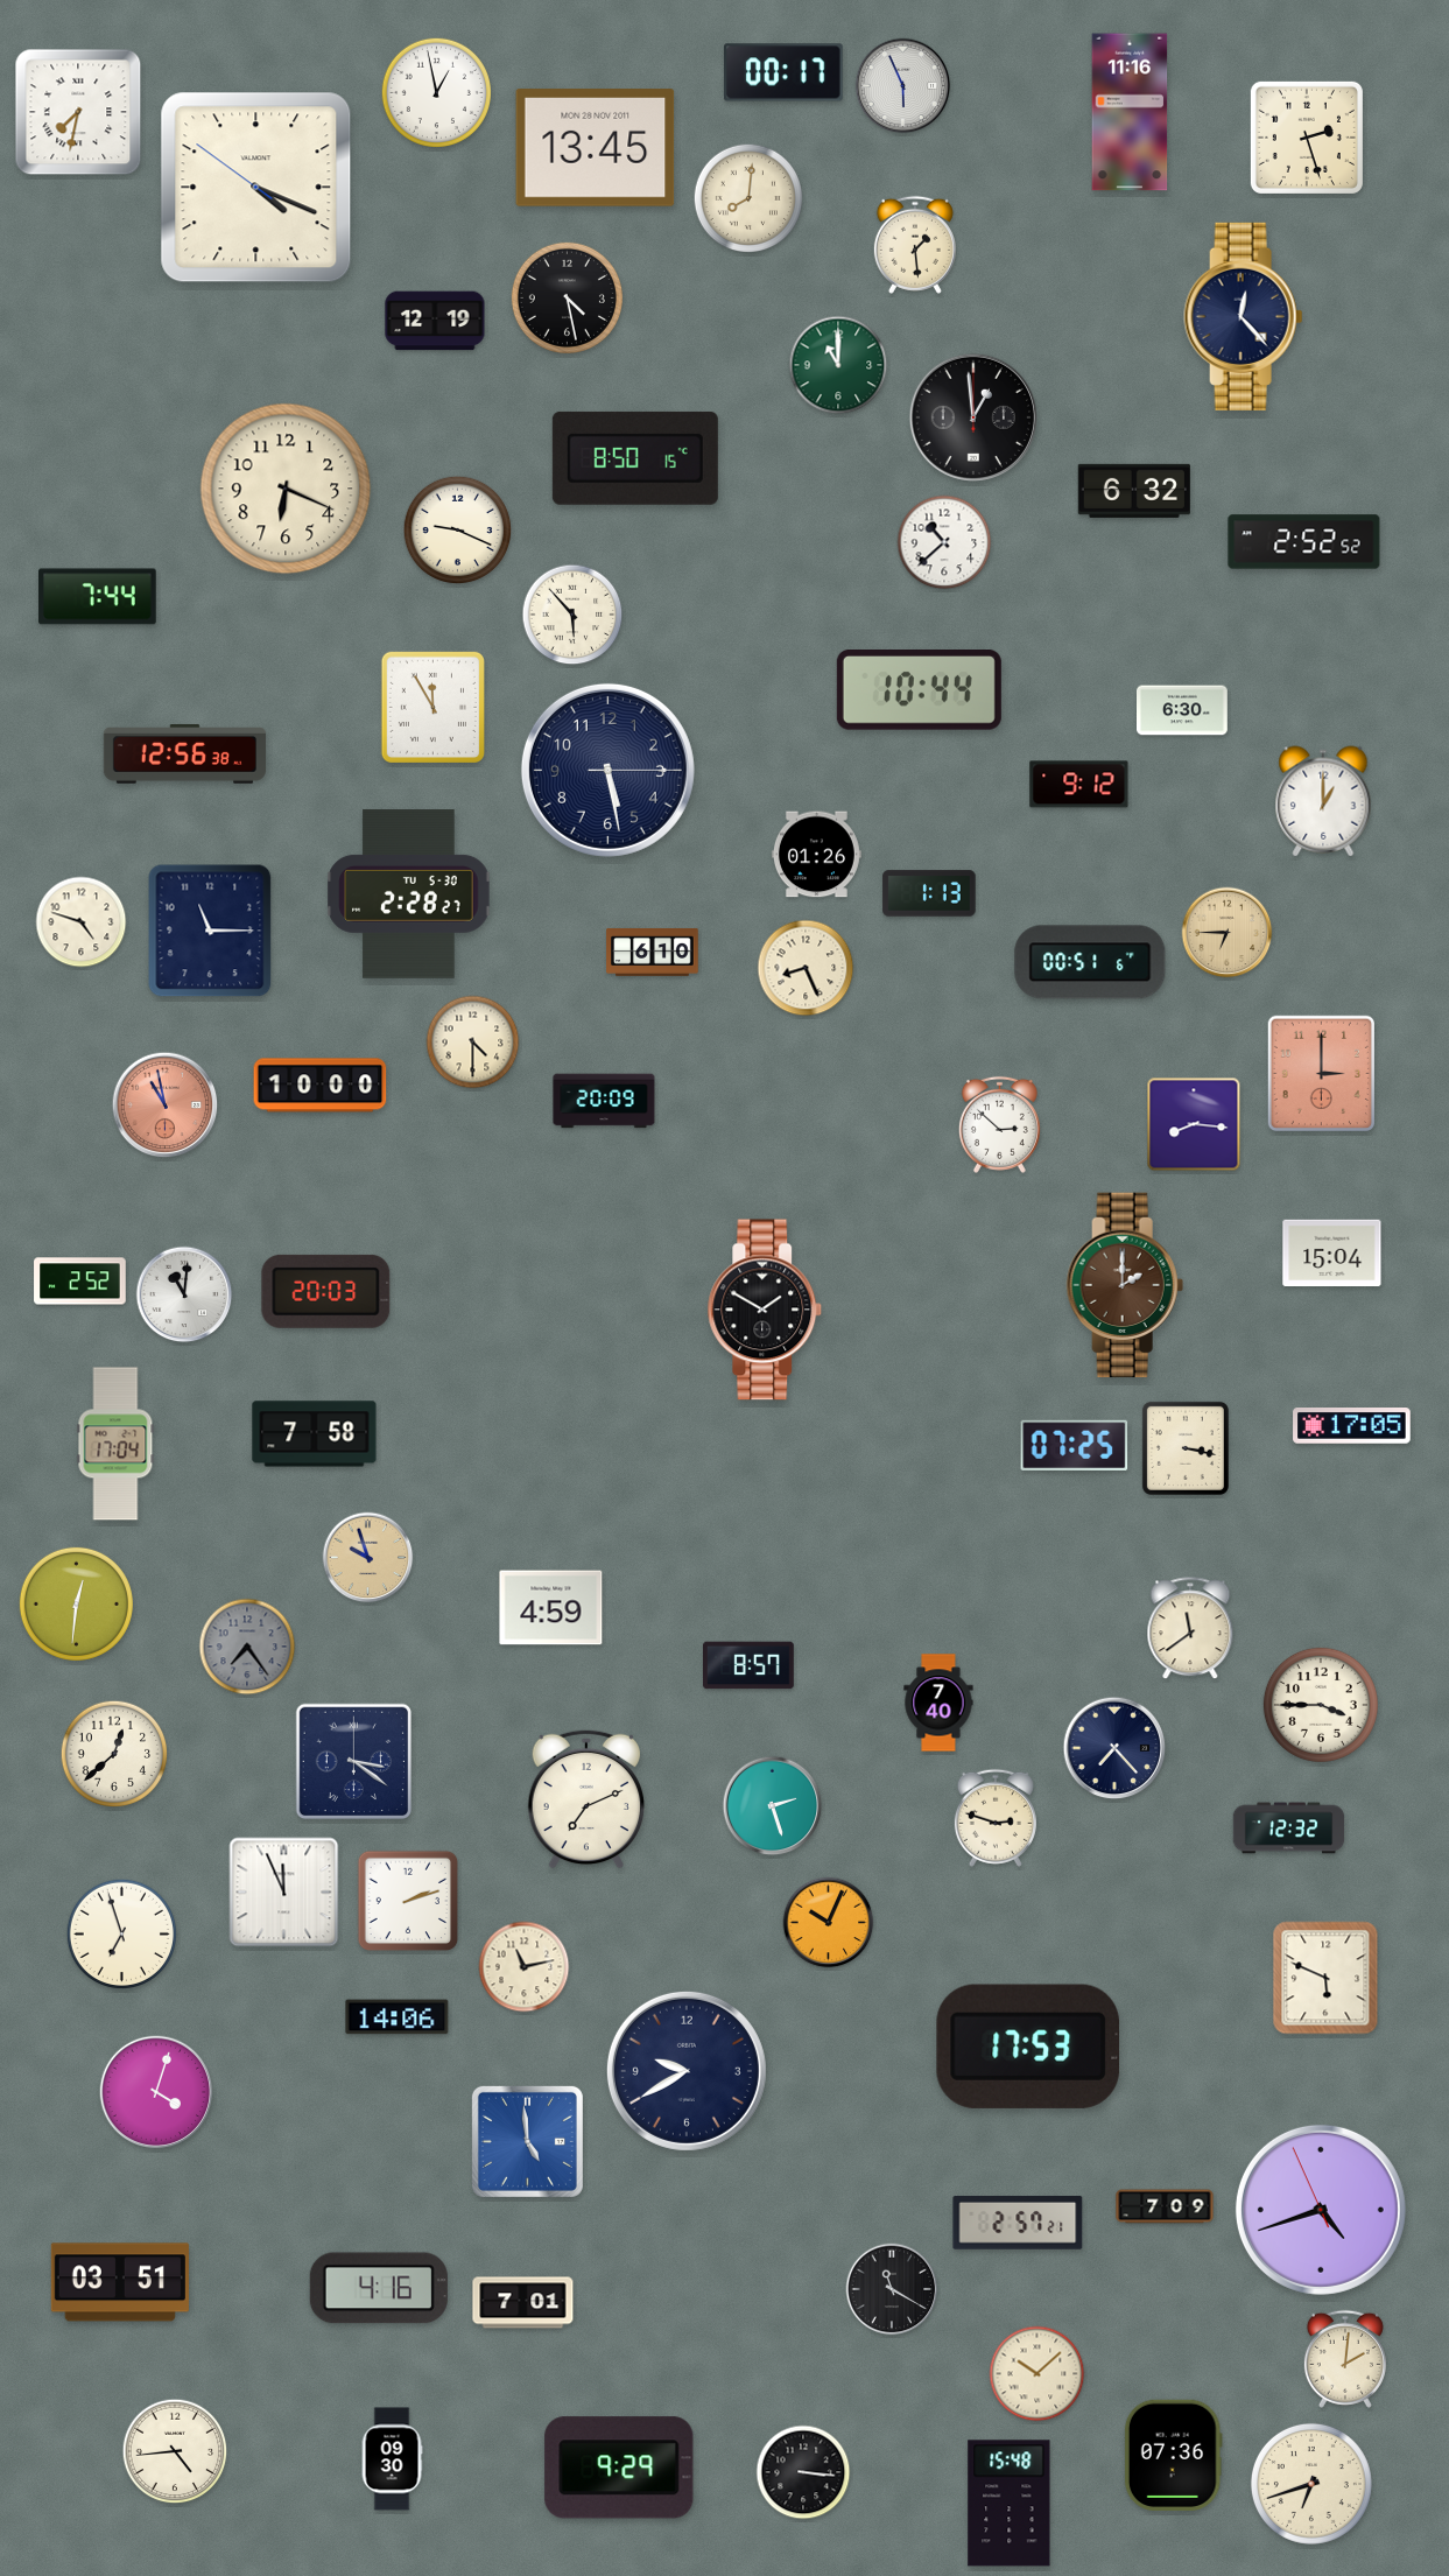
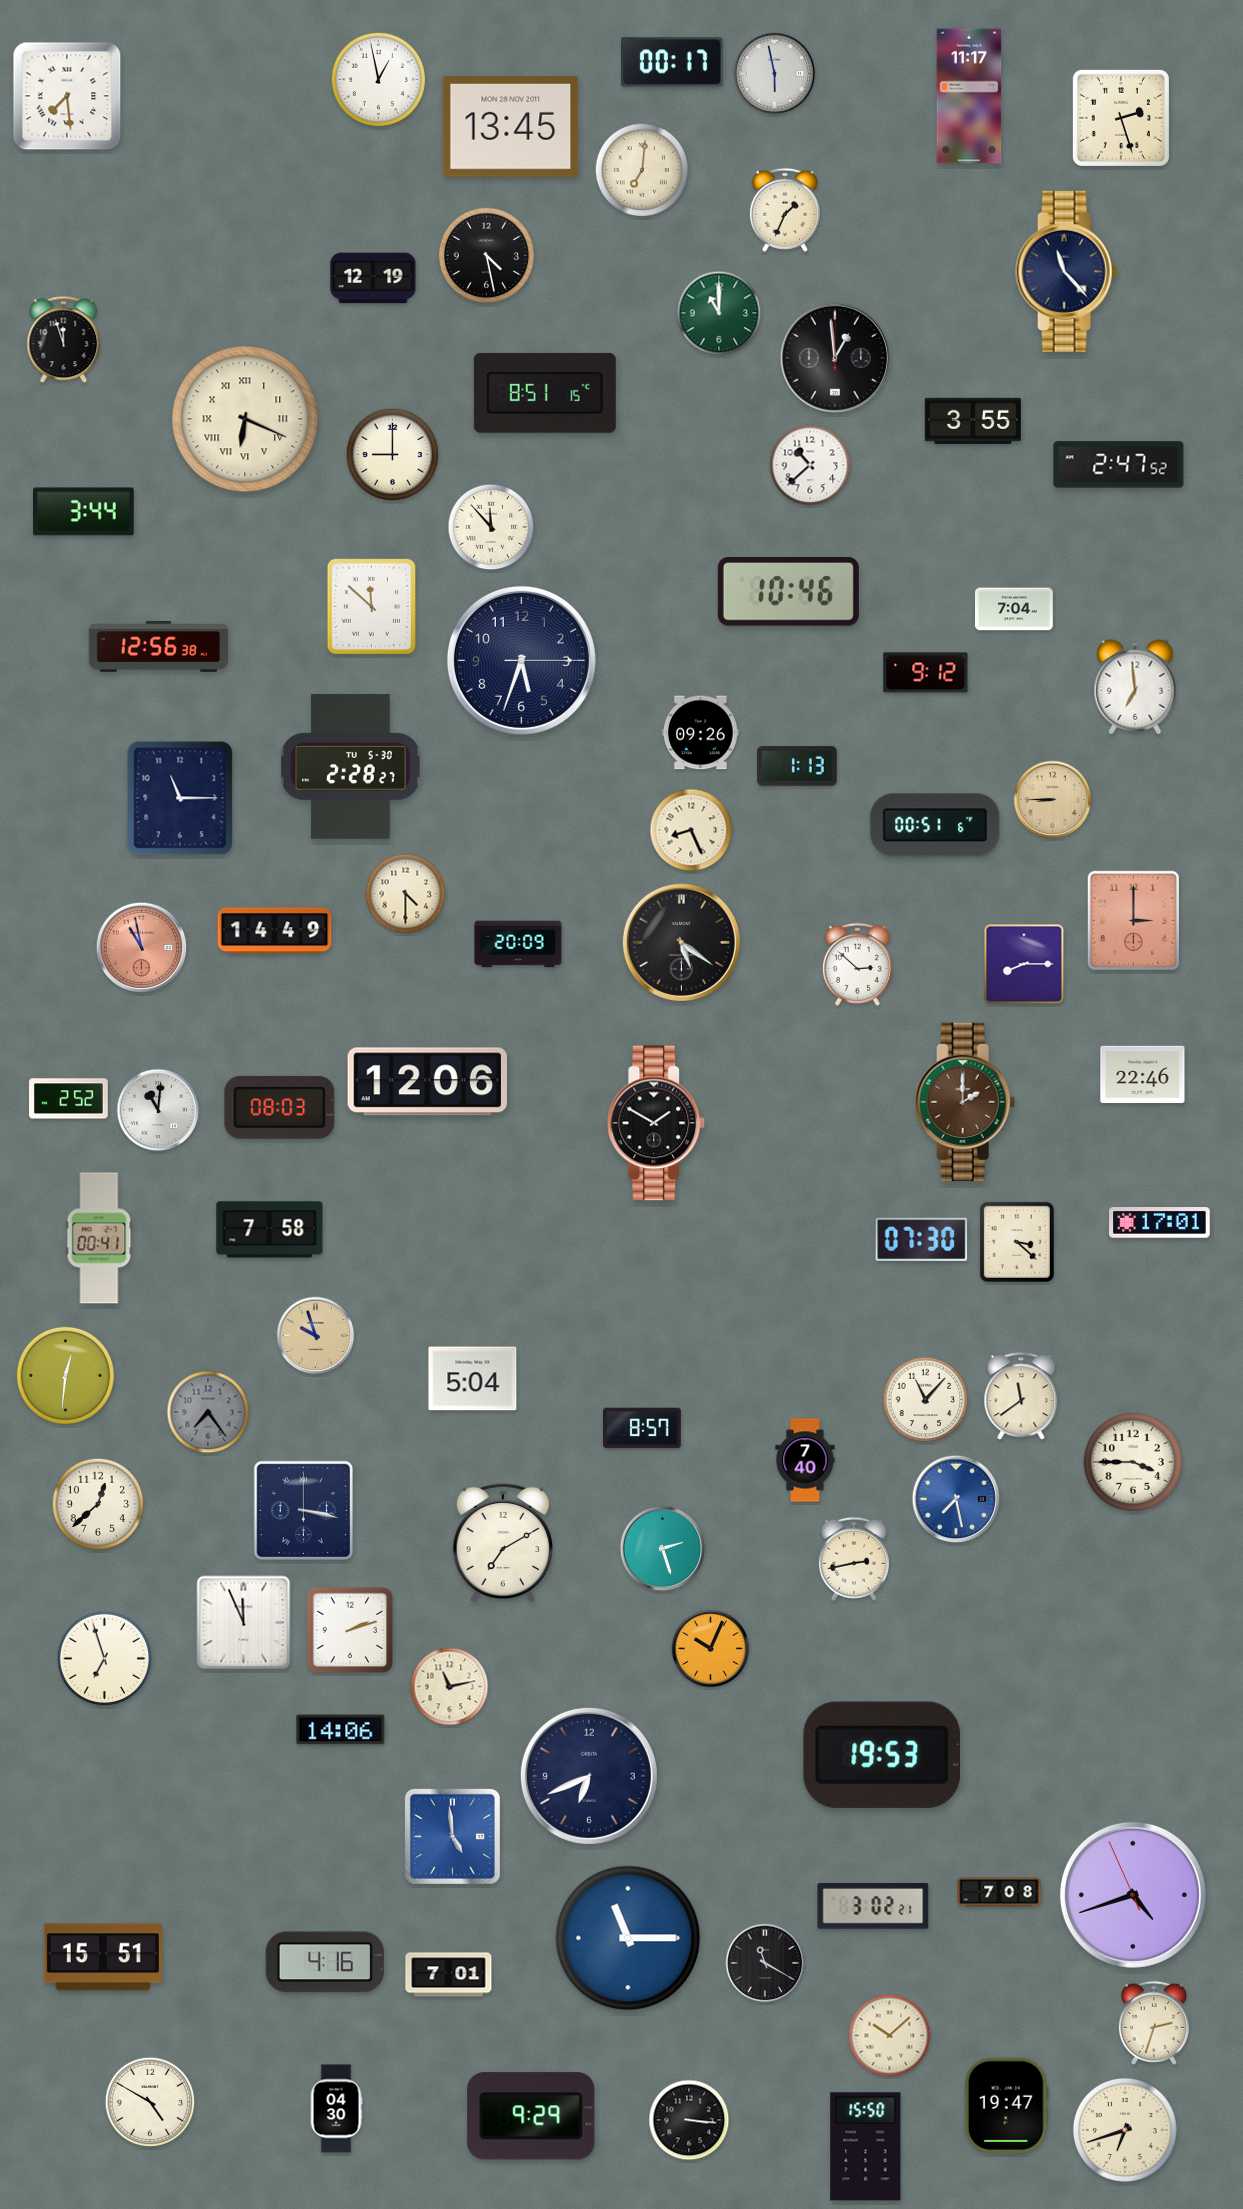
clock at (903, 86): 5:56 -> 5:58
clock at (436, 92) position: (436, 92) -> (378, 79)
clock at (78, 112): 7:32 -> 7:29
clock at (1130, 112): 11:16 -> 11:17
clock at (256, 188): 4:18 -> none
clock at (748, 198): 8:01 -> 7:01
clock at (915, 245): 1:29 -> 1:34
clock at (1244, 316): 12:23 -> 11:23
clock at (435, 321) position: (435, 321) -> (373, 278)
clock at (64, 340): none -> 11:57
clock at (635, 458): 8:50 -> 8:51
clock at (286, 489) numerals: Arabic -> Roman
clock at (1134, 491): 6:32 -> 3:55
clock at (458, 531): 9:19 -> 9:00
clock at (1304, 542): 2:52 -> 2:47
clock at (98, 597): 7:44 -> 3:44
clock at (572, 615): 5:53 -> 11:53
clock at (919, 690): 10:44 -> 10:46
clock at (432, 707): 11:55 -> 11:52
clock at (1183, 710): 6:30 -> 7:04
clock at (607, 770): 5:28 -> 5:33
clock at (1323, 801): 1:00 -> 6:59
clock at (816, 855): 01:26 -> 09:26
clock at (82, 922): 4:48 -> none
clock at (1228, 933): 6:45 -> 8:45
clock at (653, 952): 6:10 -> none
clock at (321, 1086): 10:00 -> 14:49
clock at (681, 942): none -> 5:21
clock at (1194, 1124): 8:16 -> 8:15
clock at (1332, 1254): 15:04 -> 22:46
clock at (427, 1082): none -> 12:06
clock at (326, 1291): 20:03 -> 08:03
clock at (1352, 1426): 17:05 -> 17:01
clock at (115, 1444): 17:04 -> 00:41
clock at (1075, 1445): 07:25 -> 07:30
clock at (1186, 1448): 3:17 -> 3:22
clock at (551, 1608): 4:59 -> 5:04
clock at (926, 1400): none -> 11:07
clock at (247, 1647) position: (247, 1647) -> (208, 1412)
clock at (1114, 1748): 7:23 -> 7:28
clock at (1114, 1748) dial: navy -> blue
clock at (353, 1761): 3:21 -> 3:17
clock at (585, 1799): 7:11 -> 7:10
clock at (996, 1818): 2:48 -> 2:43
clock at (1289, 1829): 12:32 -> none
clock at (1325, 1978): 5:49 -> none
clock at (1027, 2047): 17:53 -> 19:53
clock at (687, 2071): 9:40 -> 6:41
clock at (156, 2092): 4:03 -> none
clock at (1165, 2206): 7:09 -> 7:08
clock at (1018, 2224): 2:57 -> 3:02
clock at (628, 1938): none -> 11:15
clock at (120, 2282): 03:51 -> 15:51
clock at (1345, 2359): 2:01 -> 2:33
clock at (175, 2451): 4:44 -> 4:50
clock at (1173, 2455): 07:36 -> 19:47
clock at (392, 2459): 09:30 -> 04:30
clock at (1010, 2504): 15:48 -> 15:50
